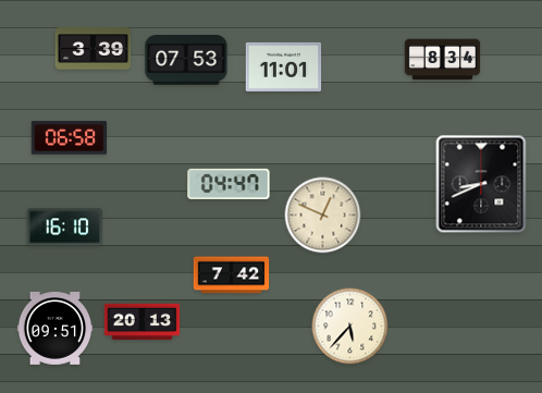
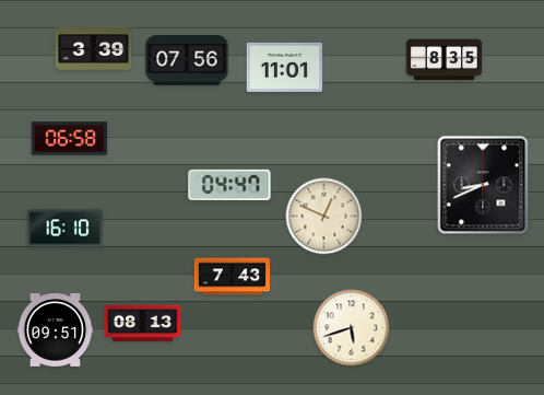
clock at (186, 60): 07:53 -> 07:56
clock at (443, 60): 8:34 -> 8:35
clock at (232, 275): 7:42 -> 7:43
clock at (143, 322): 20:13 -> 08:13
clock at (350, 327): 5:37 -> 5:42
